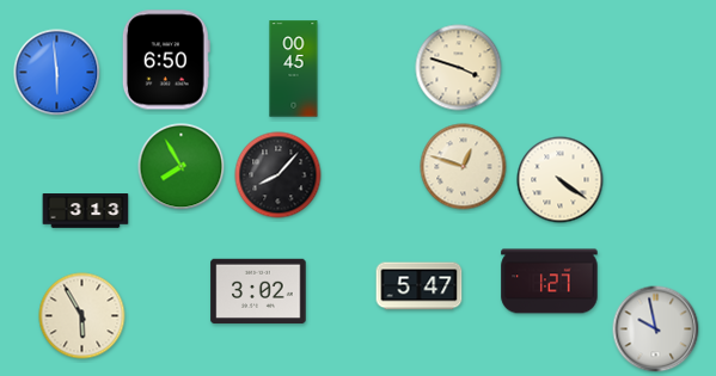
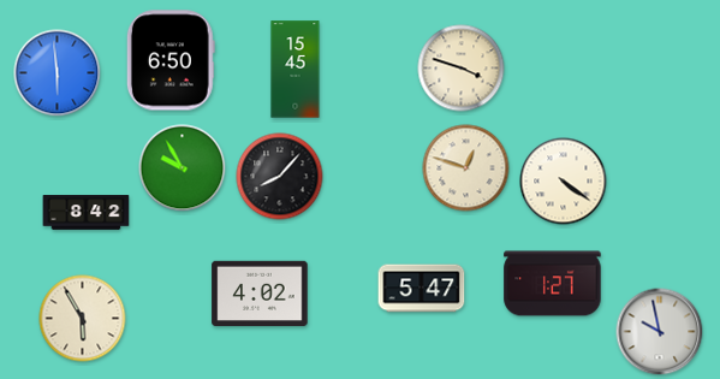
clock at (166, 60) position: (166, 60) -> (171, 60)
clock at (294, 69): 00:45 -> 15:45
clock at (182, 167): 7:55 -> 9:55
clock at (86, 211): 3:13 -> 8:42
clock at (258, 291): 3:02 -> 4:02
